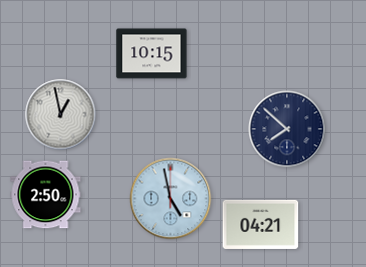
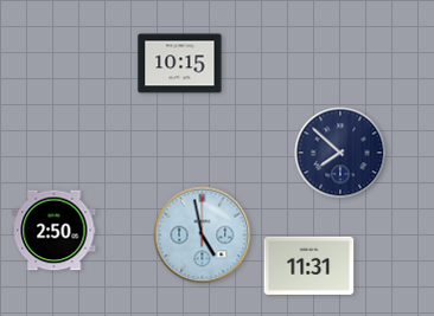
clock at (61, 115): 12:58 -> none
clock at (261, 224): 04:21 -> 11:31
